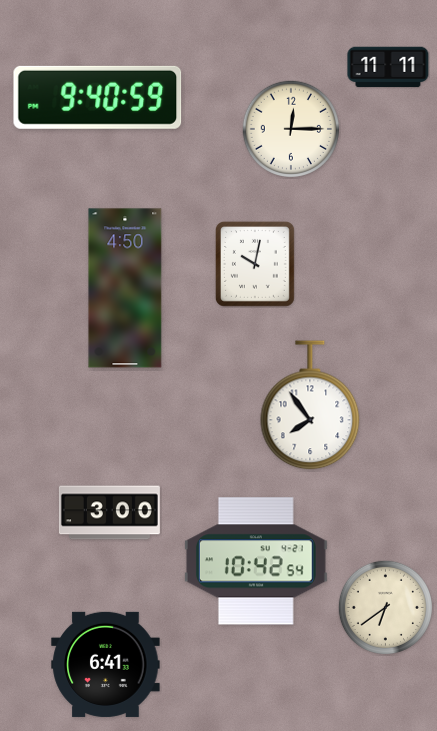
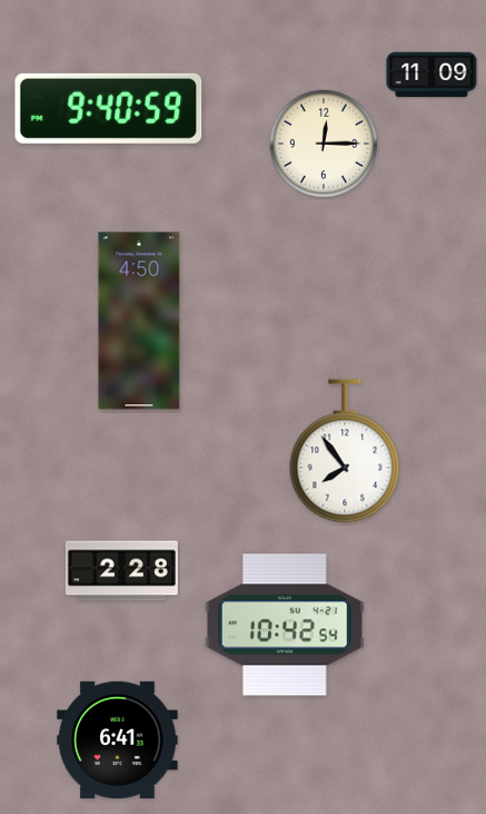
clock at (388, 67): 11:11 -> 11:09
clock at (255, 264): 10:02 -> none
clock at (109, 513): 3:00 -> 2:28
clock at (385, 607): 6:39 -> none
